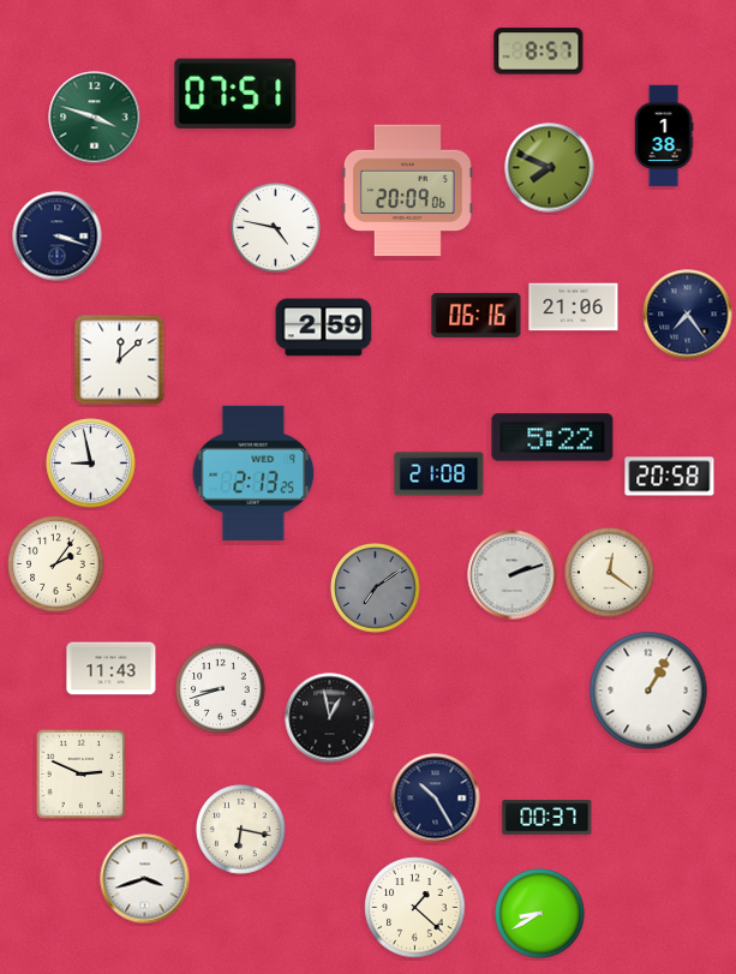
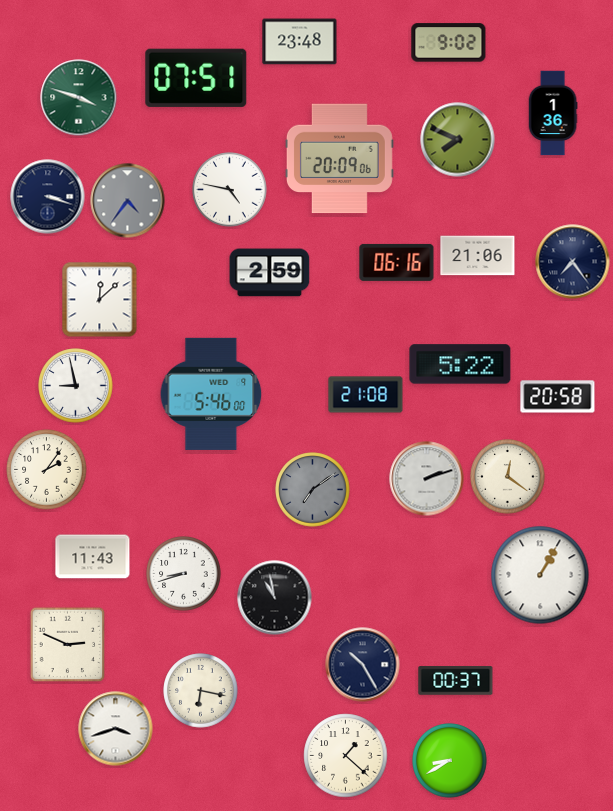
clock at (300, 42): none -> 23:48
clock at (539, 52): 8:57 -> 9:02
clock at (664, 136): 1:38 -> 1:36
clock at (128, 201): none -> 4:36
clock at (253, 473): 2:13 -> 5:46
clock at (330, 718): 12:58 -> 10:58
clock at (145, 879) position: (145, 879) -> (116, 729)
